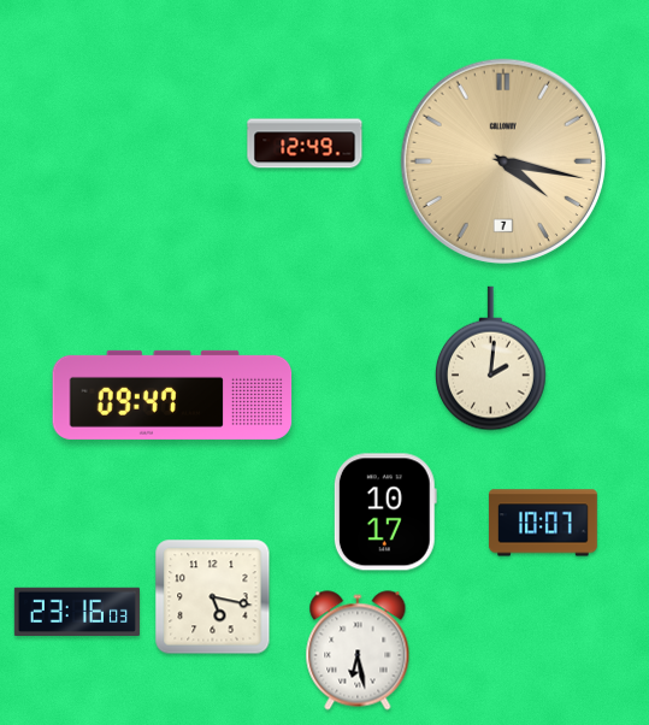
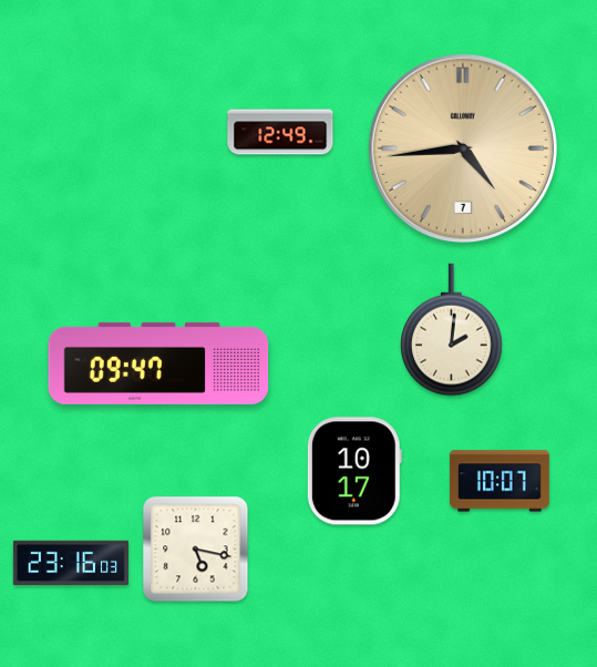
clock at (503, 161): 4:17 -> 4:44
clock at (358, 650): 6:28 -> none
